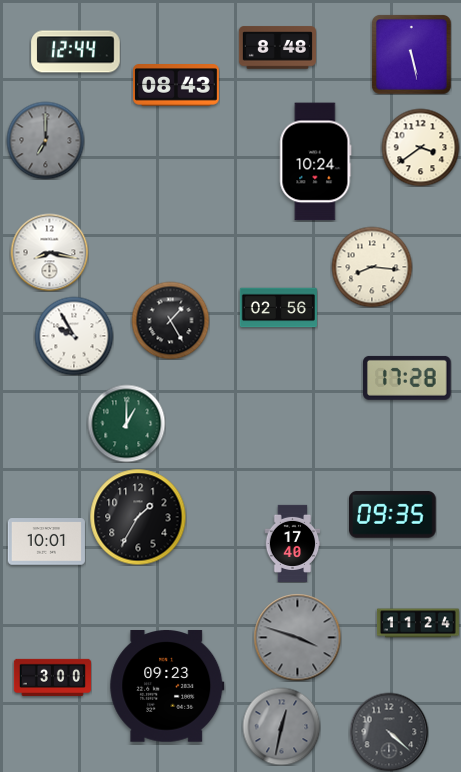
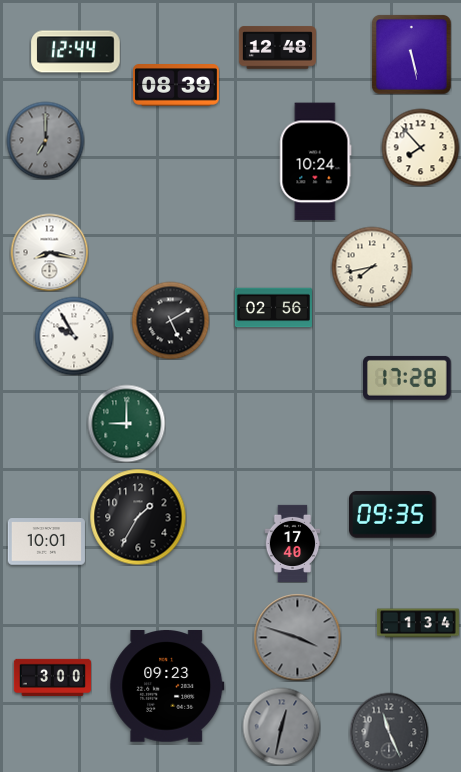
clock at (277, 48): 8:48 -> 12:48
clock at (176, 85): 08:43 -> 08:39
clock at (420, 147): 3:39 -> 7:53
clock at (372, 267): 8:16 -> 7:43
clock at (278, 308) position: (278, 308) -> (273, 308)
clock at (170, 320): 1:25 -> 5:10
clock at (126, 423): 1:00 -> 9:00
clock at (418, 623): 11:24 -> 1:34
clock at (389, 732): 4:22 -> 11:26
